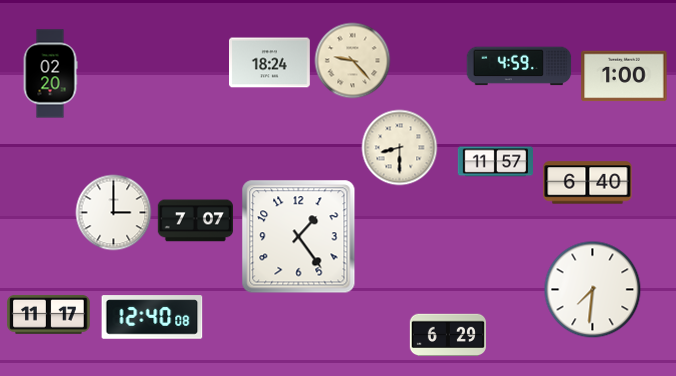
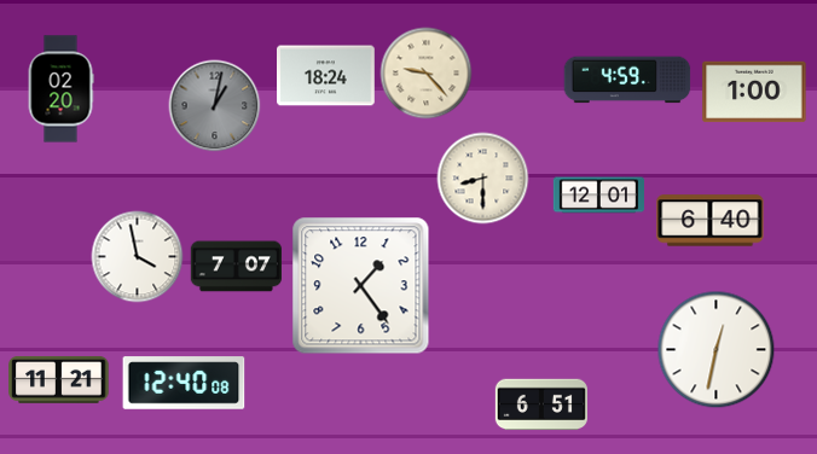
clock at (215, 106): none -> 1:02
clock at (495, 162): 11:57 -> 12:01
clock at (114, 213): 3:00 -> 3:58
clock at (593, 290): 7:31 -> 12:32
clock at (49, 314): 11:17 -> 11:21
clock at (448, 335): 6:29 -> 6:51
